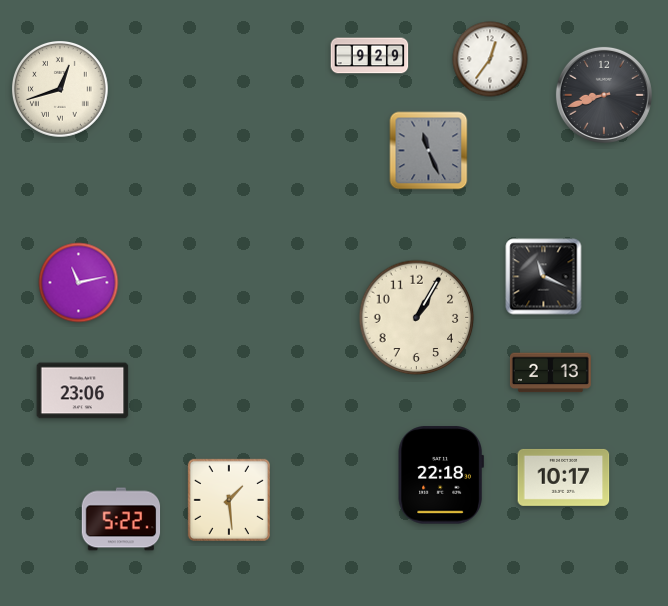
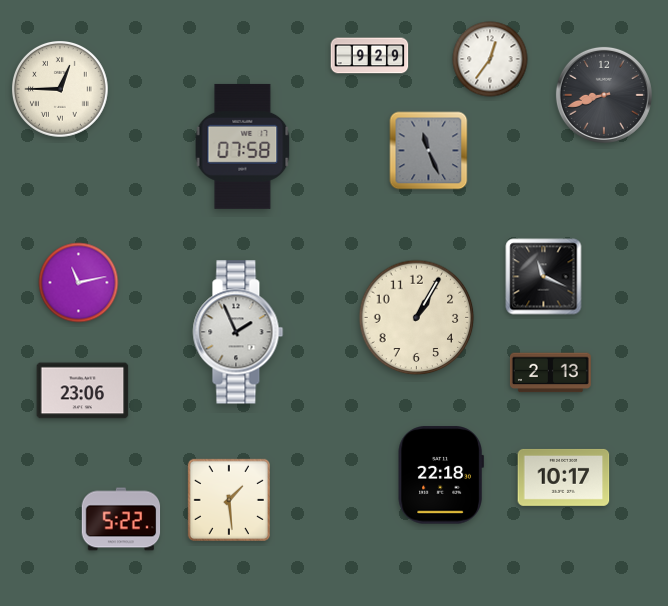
clock at (61, 90): 12:42 -> 12:45
clock at (243, 146): none -> 07:58
clock at (238, 332): none -> 1:56
